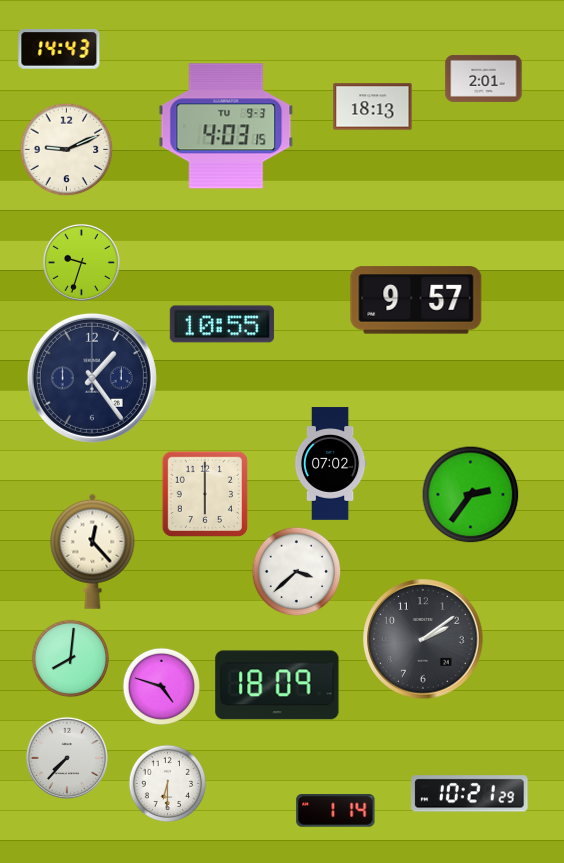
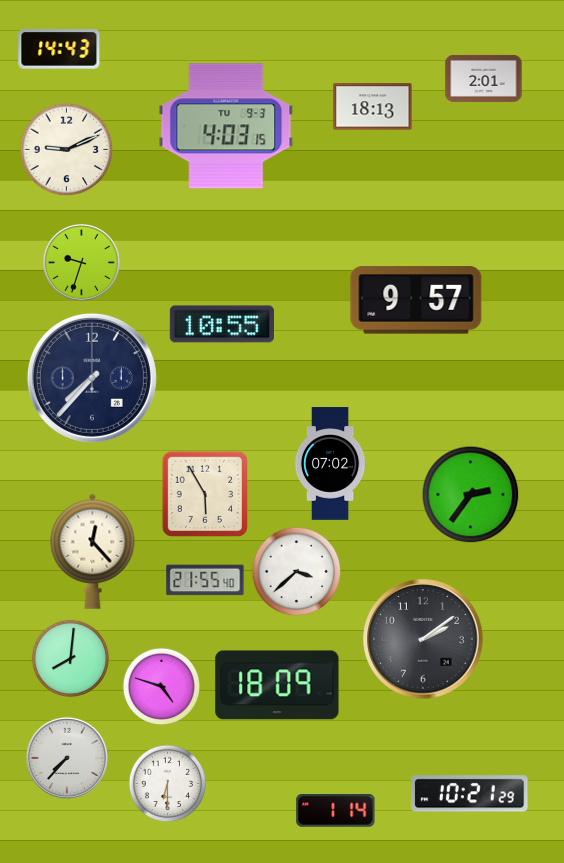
clock at (92, 378): 1:24 -> 7:37
clock at (205, 494): 6:00 -> 5:55
clock at (205, 580): none -> 21:55
